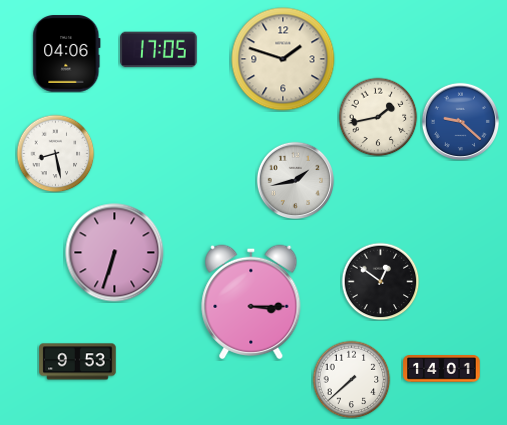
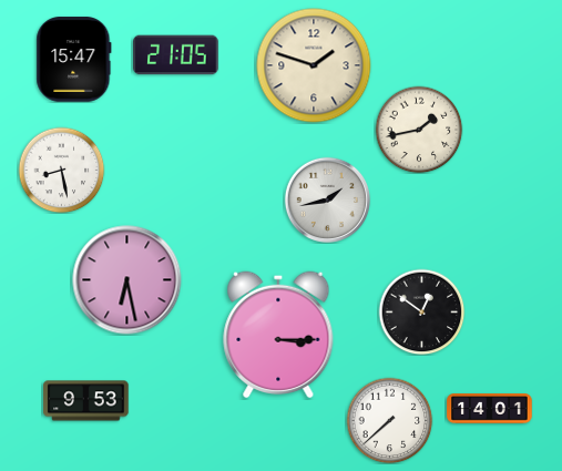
clock at (159, 50): 17:05 -> 21:05
clock at (67, 54): 04:06 -> 15:47
clock at (460, 121): 9:22 -> none
clock at (115, 253): 6:33 -> 6:28
